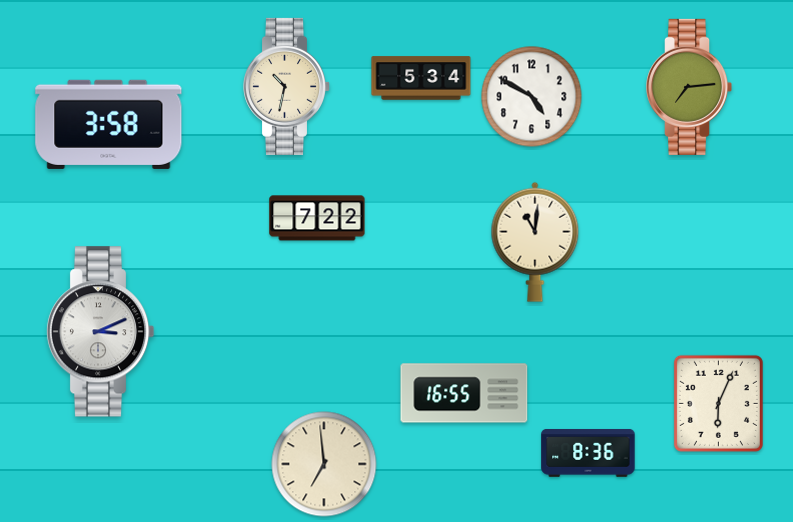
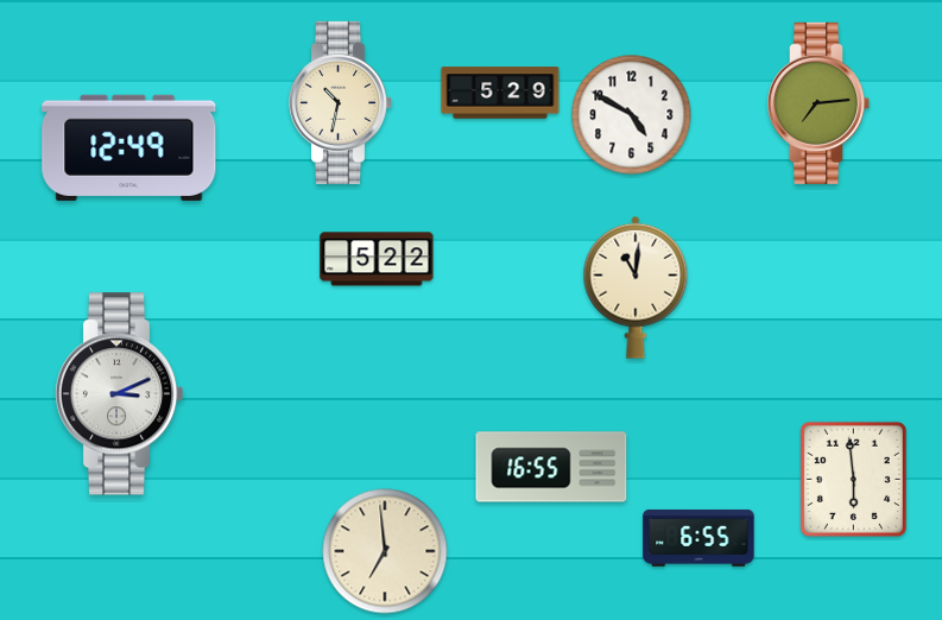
clock at (421, 78): 5:34 -> 5:29
clock at (109, 124): 3:58 -> 12:49
clock at (317, 218): 7:22 -> 5:22
clock at (718, 403): 6:04 -> 5:59
clock at (588, 453): 8:36 -> 6:55
